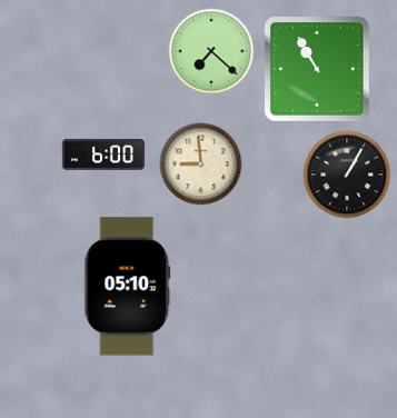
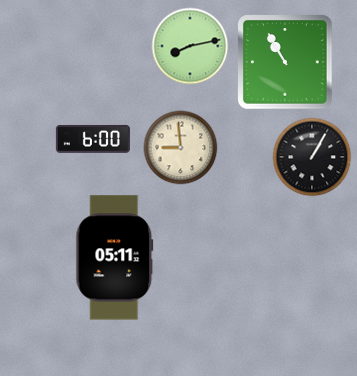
clock at (211, 51): 7:22 -> 8:13
clock at (128, 287): 05:10 -> 05:11
